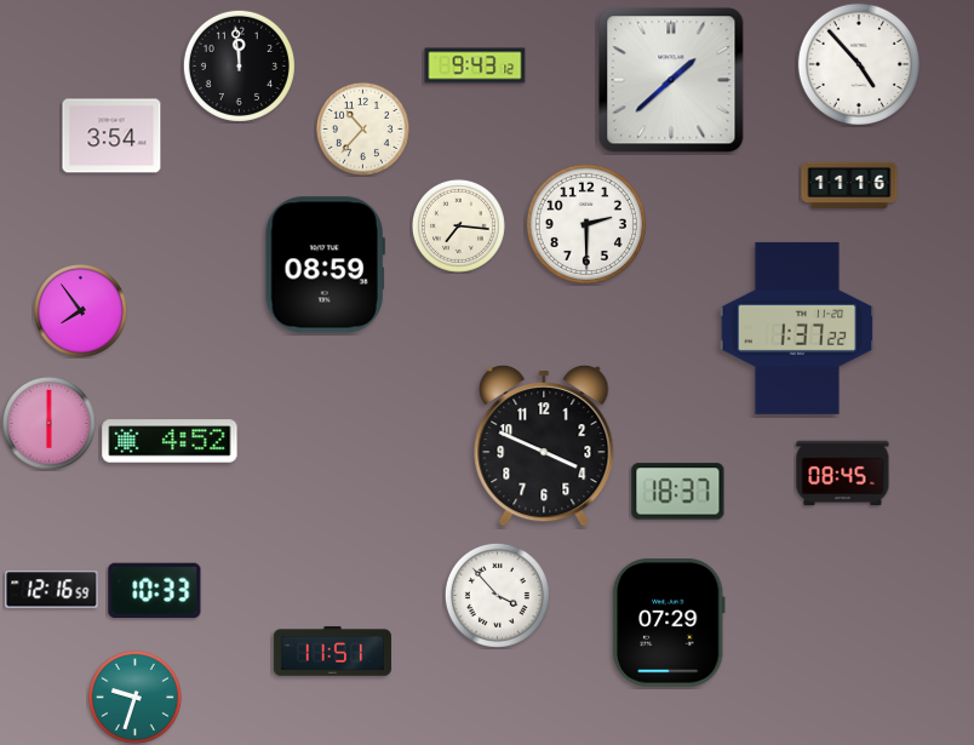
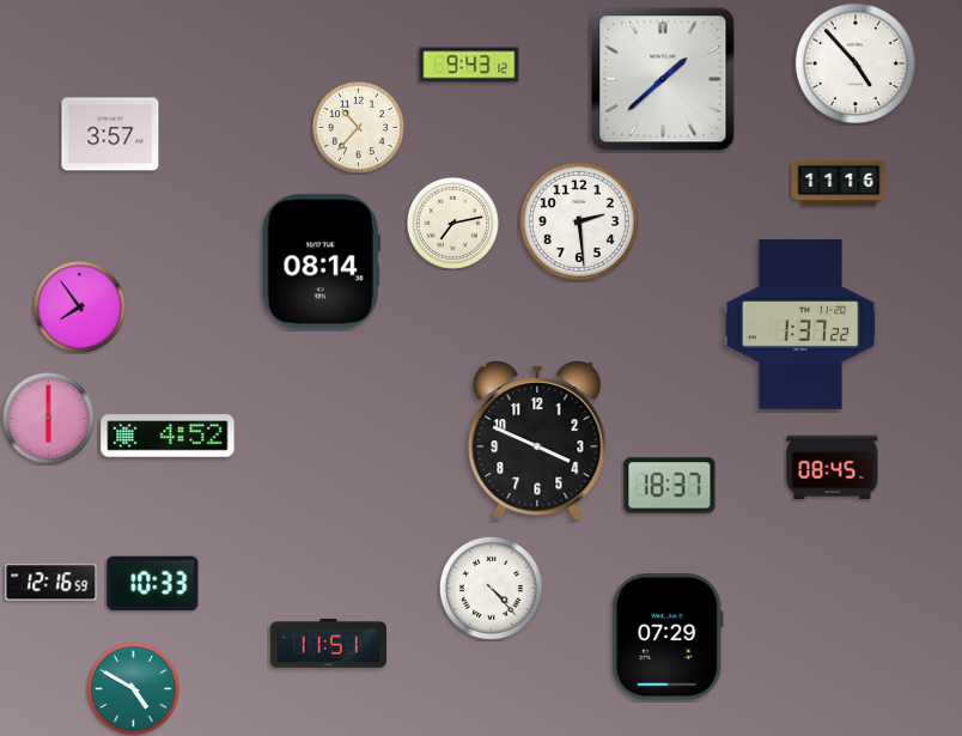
clock at (858, 63) position: (858, 63) -> (854, 62)
clock at (239, 65): 11:59 -> none
clock at (111, 136): 3:54 -> 3:57
clock at (586, 224): 2:30 -> 2:29
clock at (458, 225): 7:16 -> 7:13
clock at (325, 265): 08:59 -> 08:14
clock at (797, 328) position: (797, 328) -> (800, 324)
clock at (497, 595): 3:53 -> 4:23
clock at (669, 623) position: (669, 623) -> (668, 637)
clock at (134, 697): 9:33 -> 4:50
